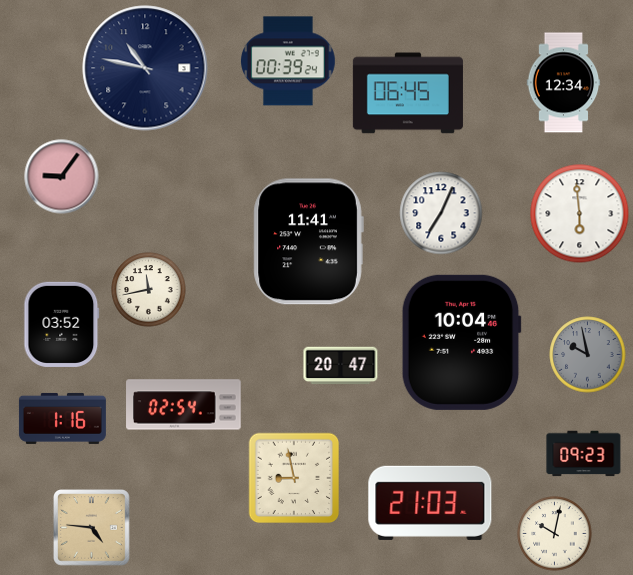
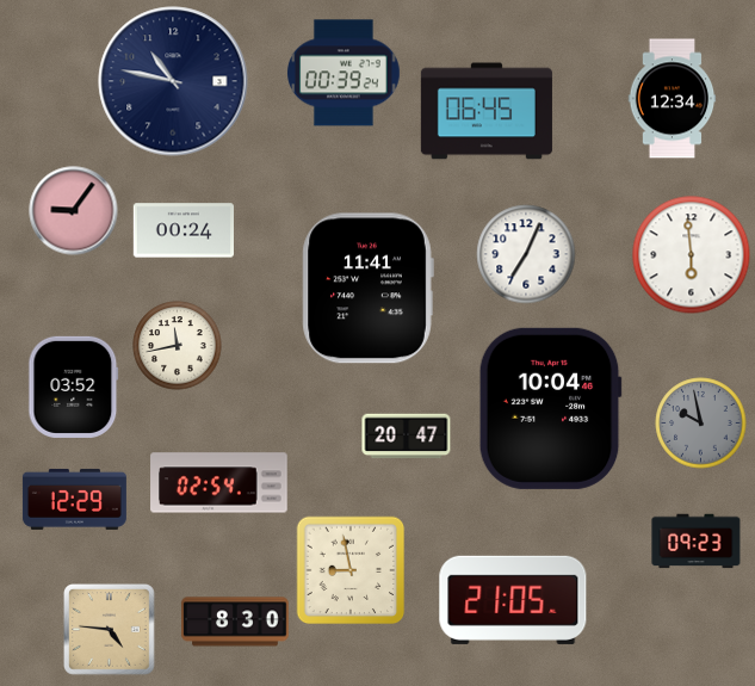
clock at (182, 230): none -> 00:24
clock at (62, 418): 1:16 -> 12:29
clock at (430, 503): 21:03 -> 21:05
clock at (235, 622): none -> 8:30
clock at (555, 534): 10:02 -> none
